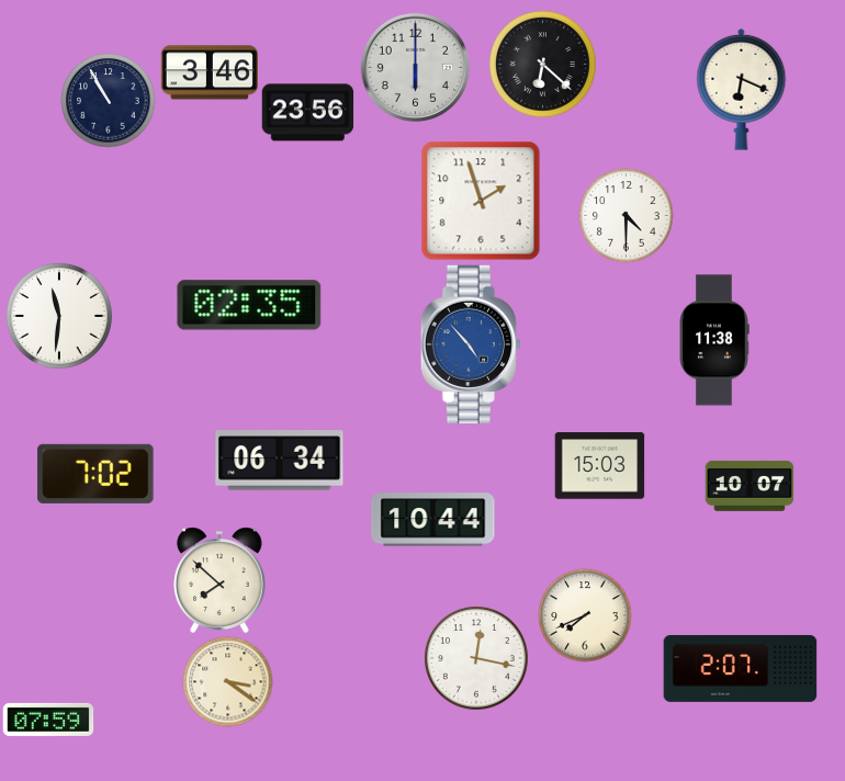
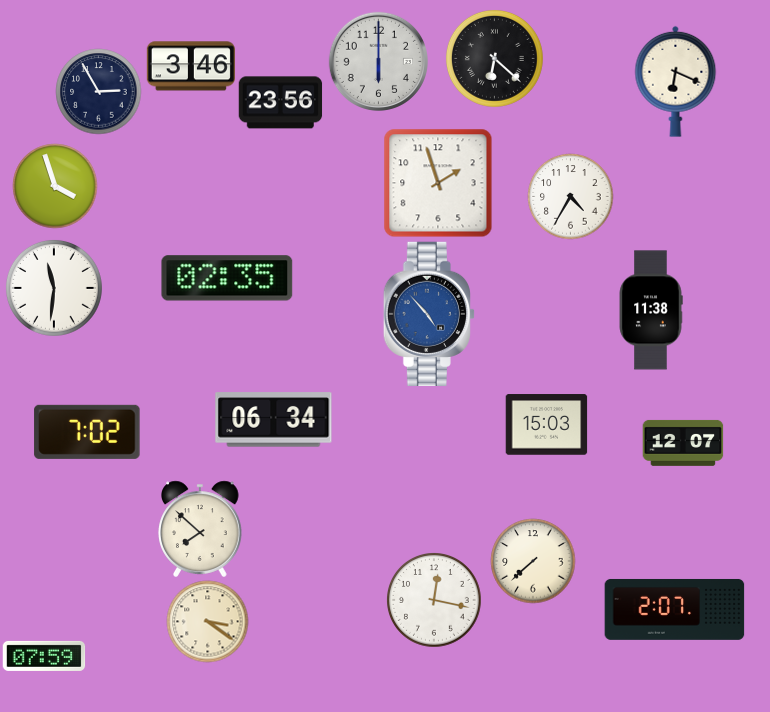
clock at (108, 100): 10:55 -> 2:55
clock at (55, 186): none -> 3:57
clock at (626, 215): 4:30 -> 4:35
clock at (280, 461) position: (280, 461) -> (274, 420)
clock at (750, 486): 10:07 -> 12:07
clock at (433, 520): 10:44 -> none
clock at (585, 615): 7:41 -> 7:38
